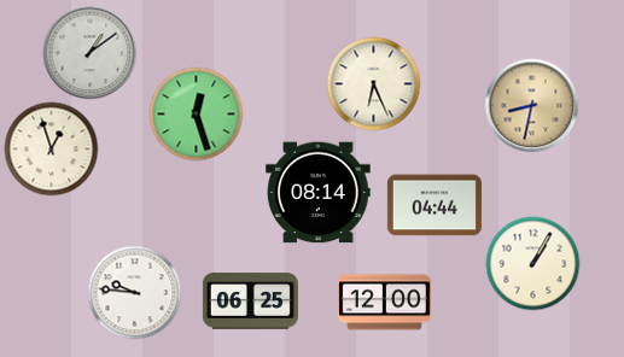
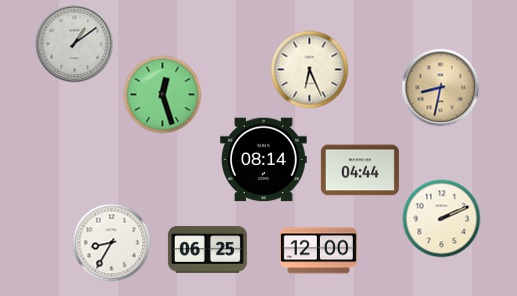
clock at (51, 148): 12:57 -> none
clock at (532, 263): 1:05 -> 2:11
clock at (134, 292): 9:46 -> 8:35
